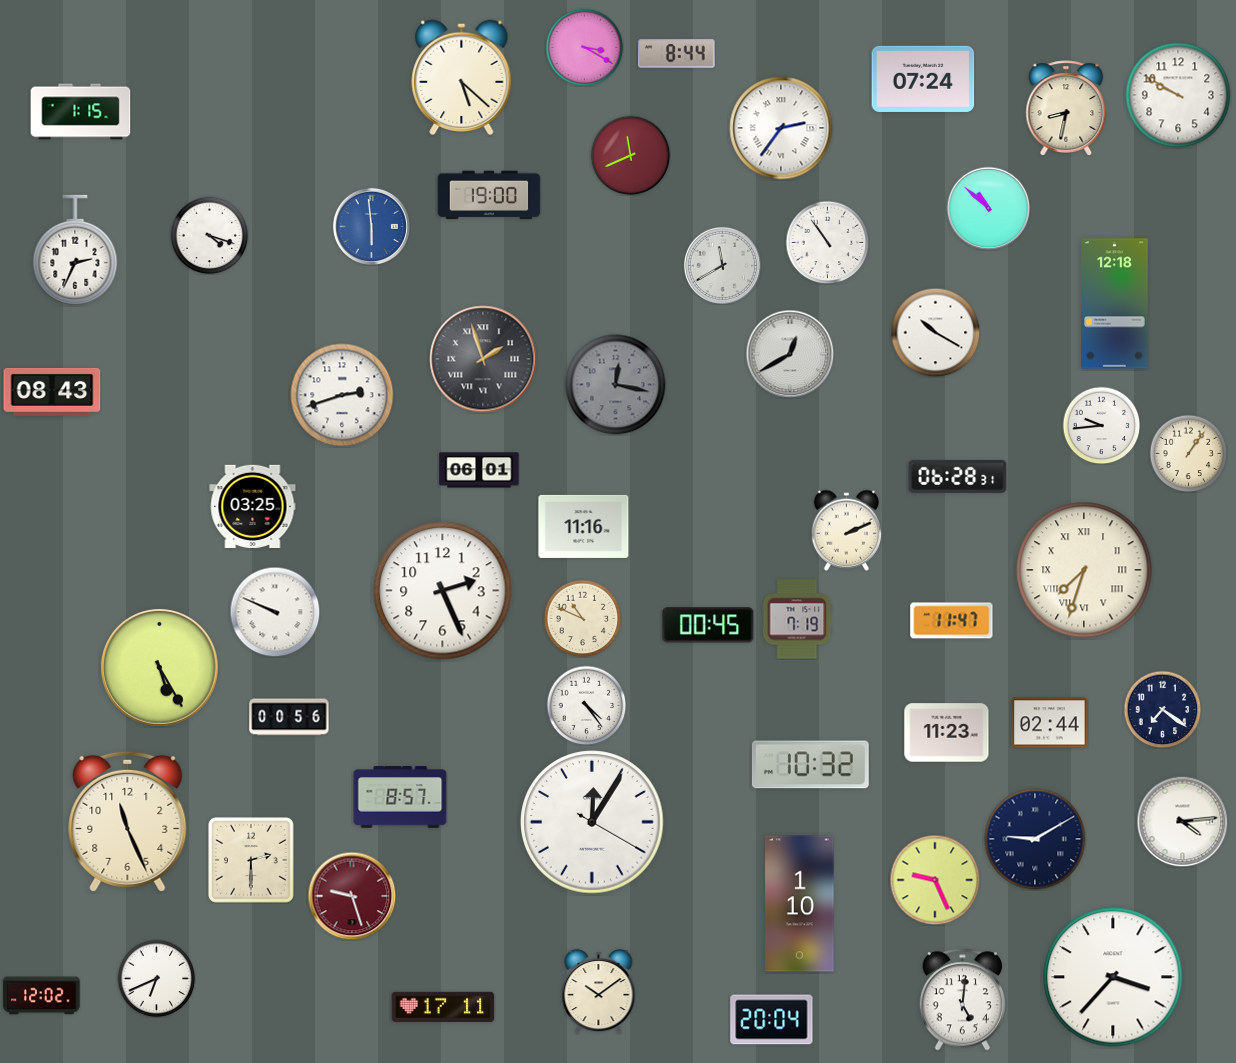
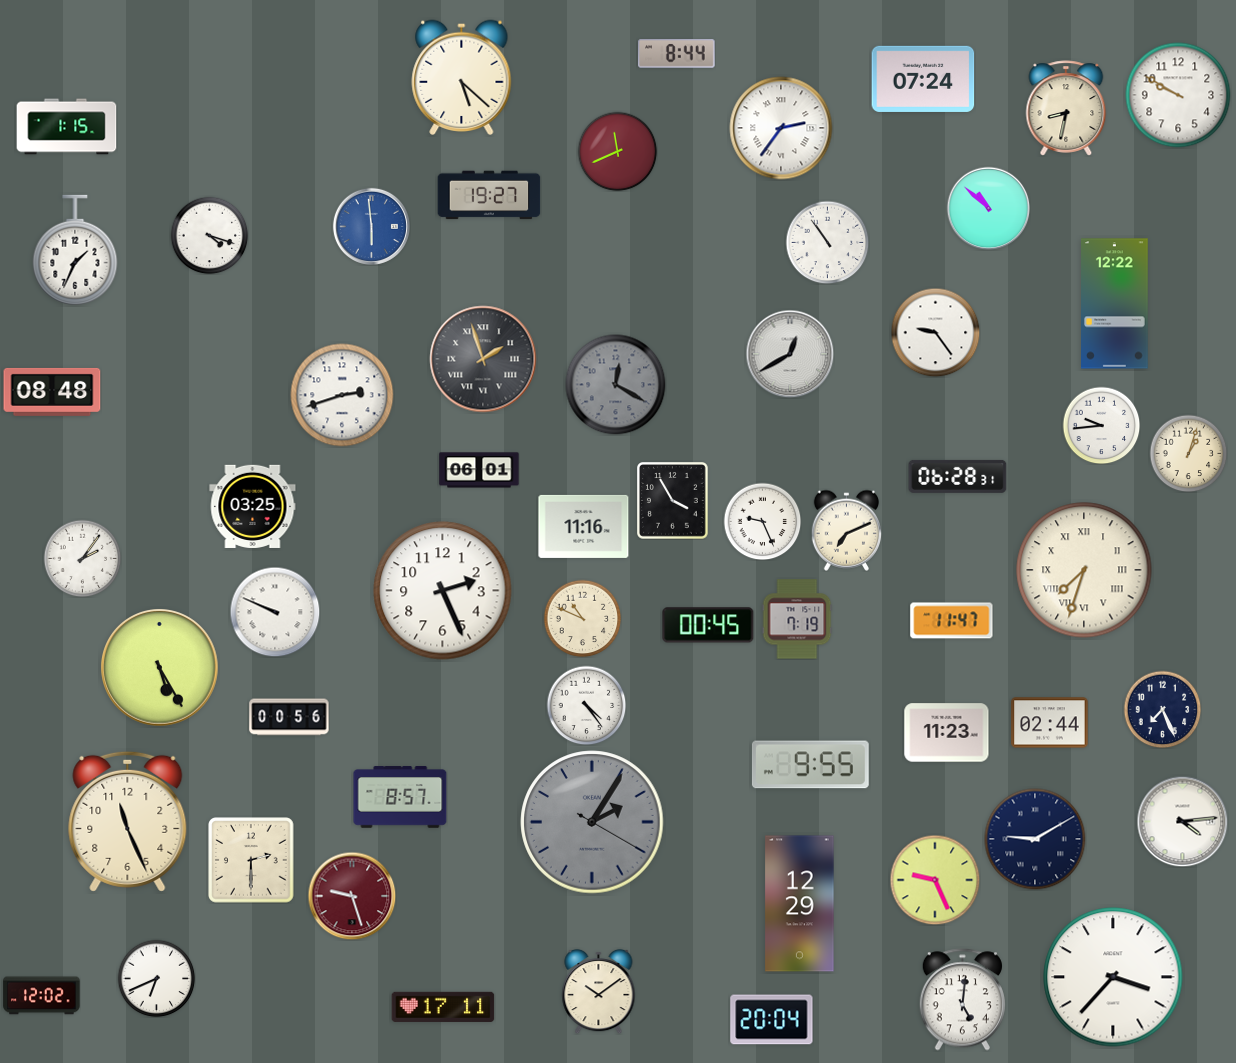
clock at (584, 47): 3:20 -> none
clock at (81, 112) position: (81, 112) -> (67, 127)
clock at (630, 155) position: (630, 155) -> (617, 151)
clock at (489, 195): 19:00 -> 19:27
clock at (75, 250): 2:34 -> 1:34
clock at (722, 265): 11:40 -> none
clock at (1115, 304): 12:18 -> 12:22
clock at (935, 332): 10:20 -> 9:24
clock at (616, 385): 12:17 -> 12:20
clock at (52, 392): 08:43 -> 08:48
clock at (1188, 453): 1:06 -> 1:03
clock at (673, 501): none -> 3:55
clock at (762, 521): none -> 9:26
clock at (846, 530): 2:11 -> 7:11
clock at (82, 558): none -> 2:06
clock at (1162, 709): 7:21 -> 7:26
clock at (810, 765): 10:32 -> 9:55
clock at (592, 822): 12:05 -> 2:05
clock at (592, 822) dial: white -> grey
clock at (800, 904): 1:10 -> 12:29
